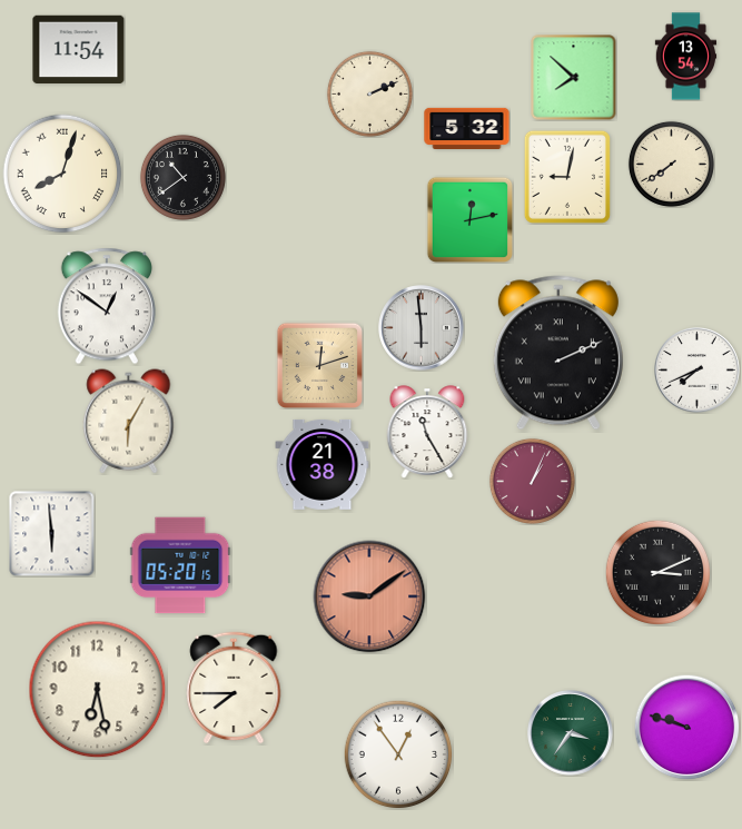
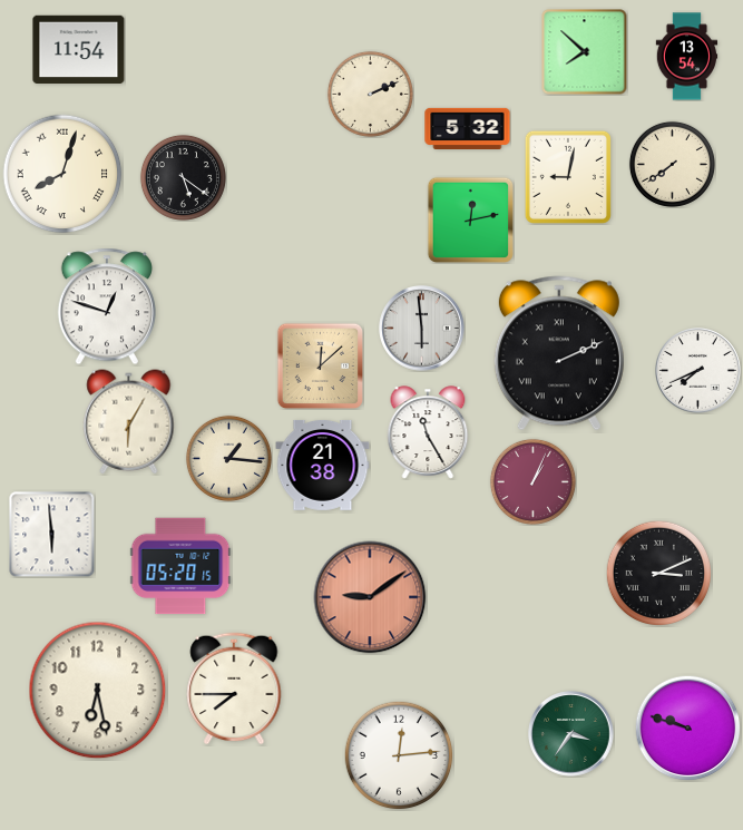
clock at (574, 78) position: (574, 78) -> (585, 52)
clock at (182, 177): 10:39 -> 5:21
clock at (107, 306): 12:51 -> 12:48
clock at (319, 365): 12:12 -> 12:08
clock at (228, 458): none -> 1:16
clock at (398, 754): 12:54 -> 12:14
